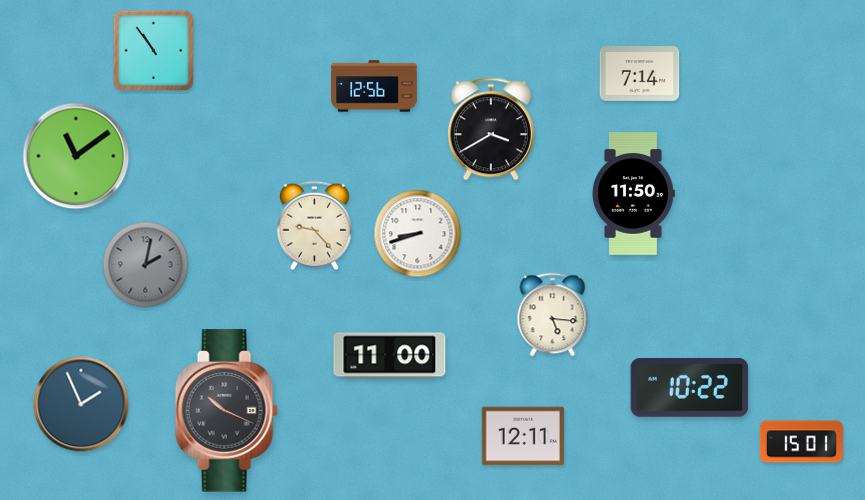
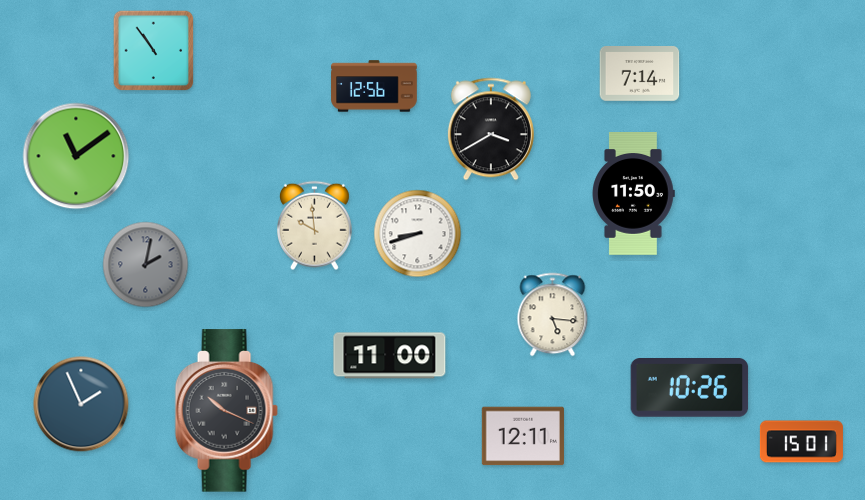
clock at (315, 226): 9:23 -> 9:59
clock at (690, 388): 10:22 -> 10:26
